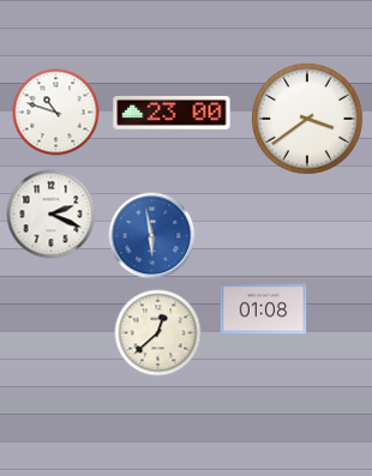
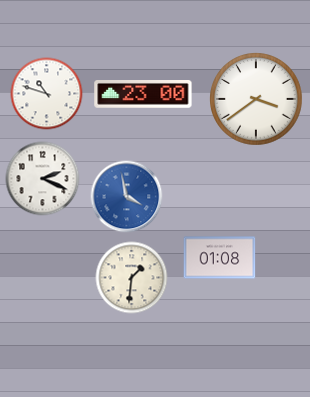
clock at (152, 236): 5:58 -> 3:58
clock at (158, 333): 12:38 -> 1:31
